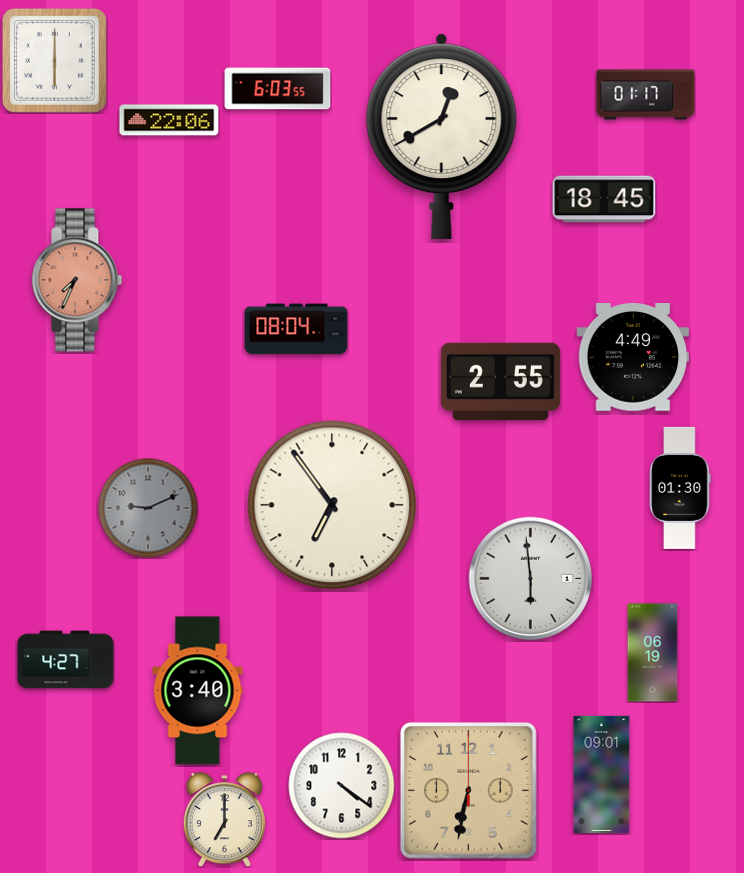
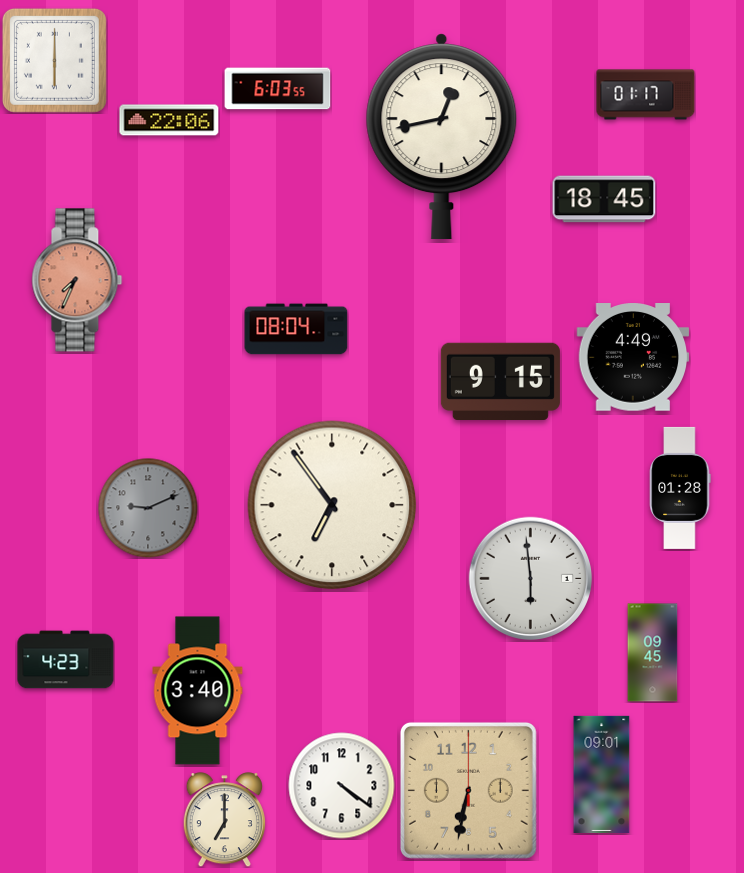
clock at (442, 137): 12:40 -> 12:43
clock at (500, 381): 2:55 -> 9:15
clock at (680, 488): 01:30 -> 01:28
clock at (653, 653): 06:19 -> 09:45
clock at (66, 660): 4:27 -> 4:23
